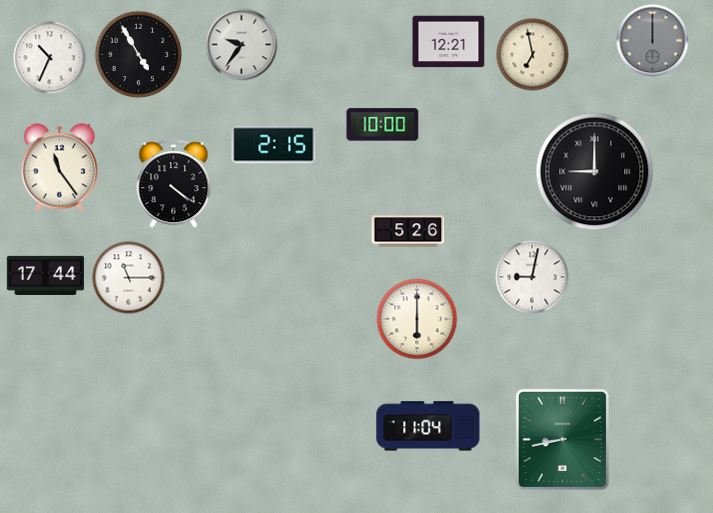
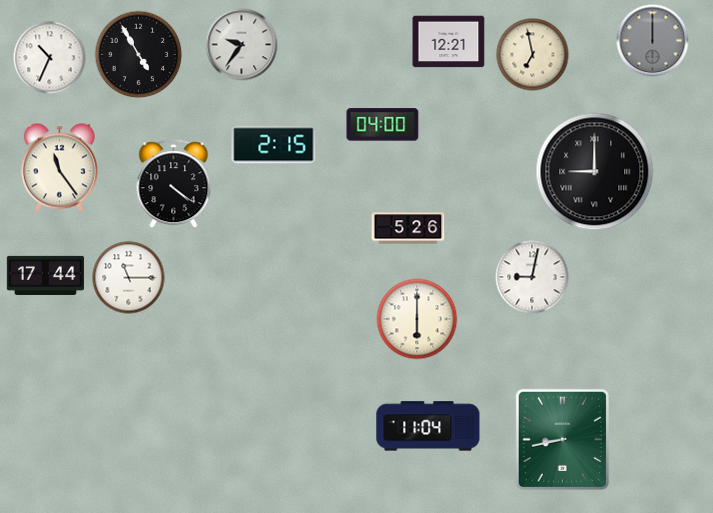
clock at (383, 125): 10:00 -> 04:00
clock at (408, 231) position: (408, 231) -> (408, 228)
